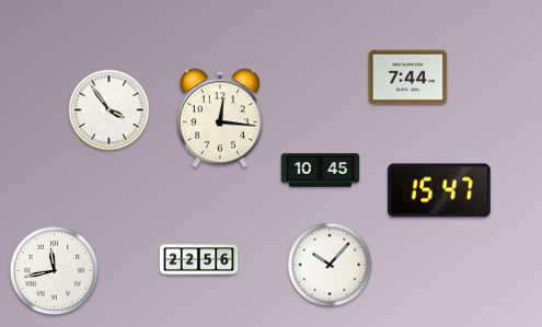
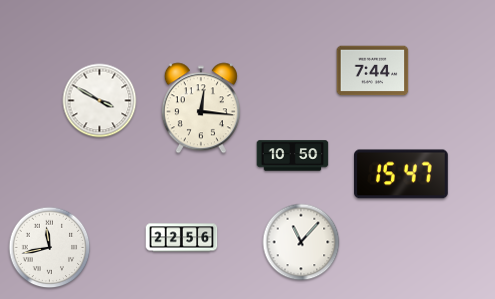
clock at (109, 110): 3:54 -> 3:50
clock at (321, 171): 10:45 -> 10:50
clock at (330, 265): 10:07 -> 11:07
